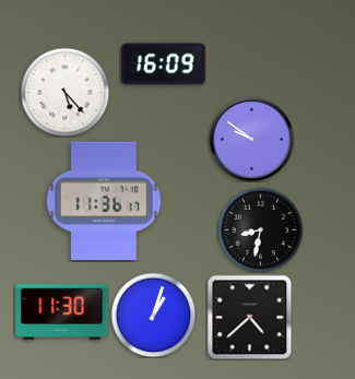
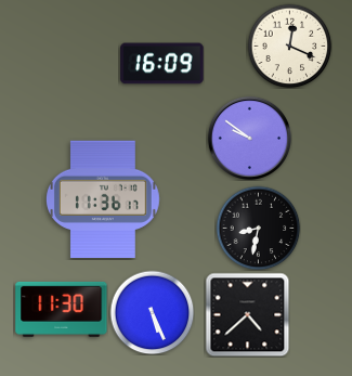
clock at (289, 46): none -> 12:19
clock at (64, 92): 5:23 -> none
clock at (153, 315): 1:03 -> 5:26
